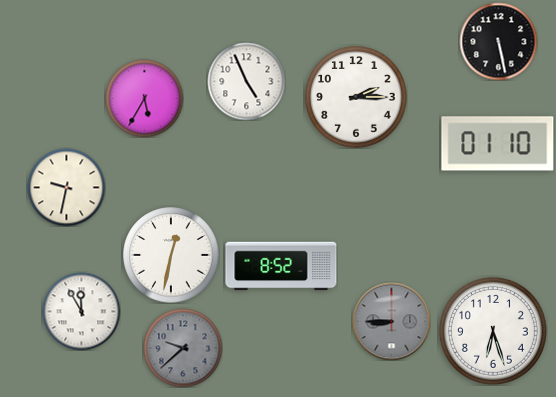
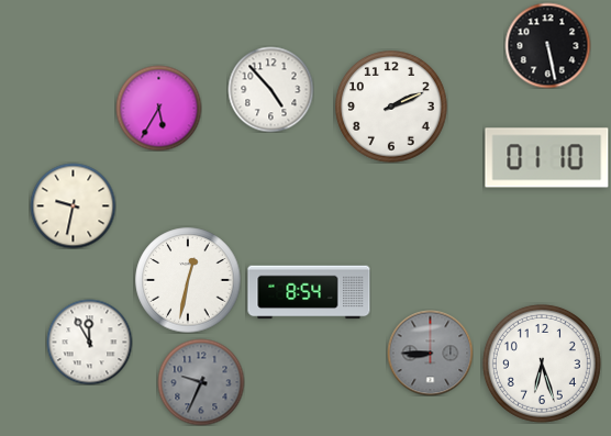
clock at (246, 81): 4:56 -> 4:53
clock at (356, 97): 2:15 -> 2:11
clock at (281, 266): 8:52 -> 8:54
clock at (183, 348): 9:38 -> 9:34
